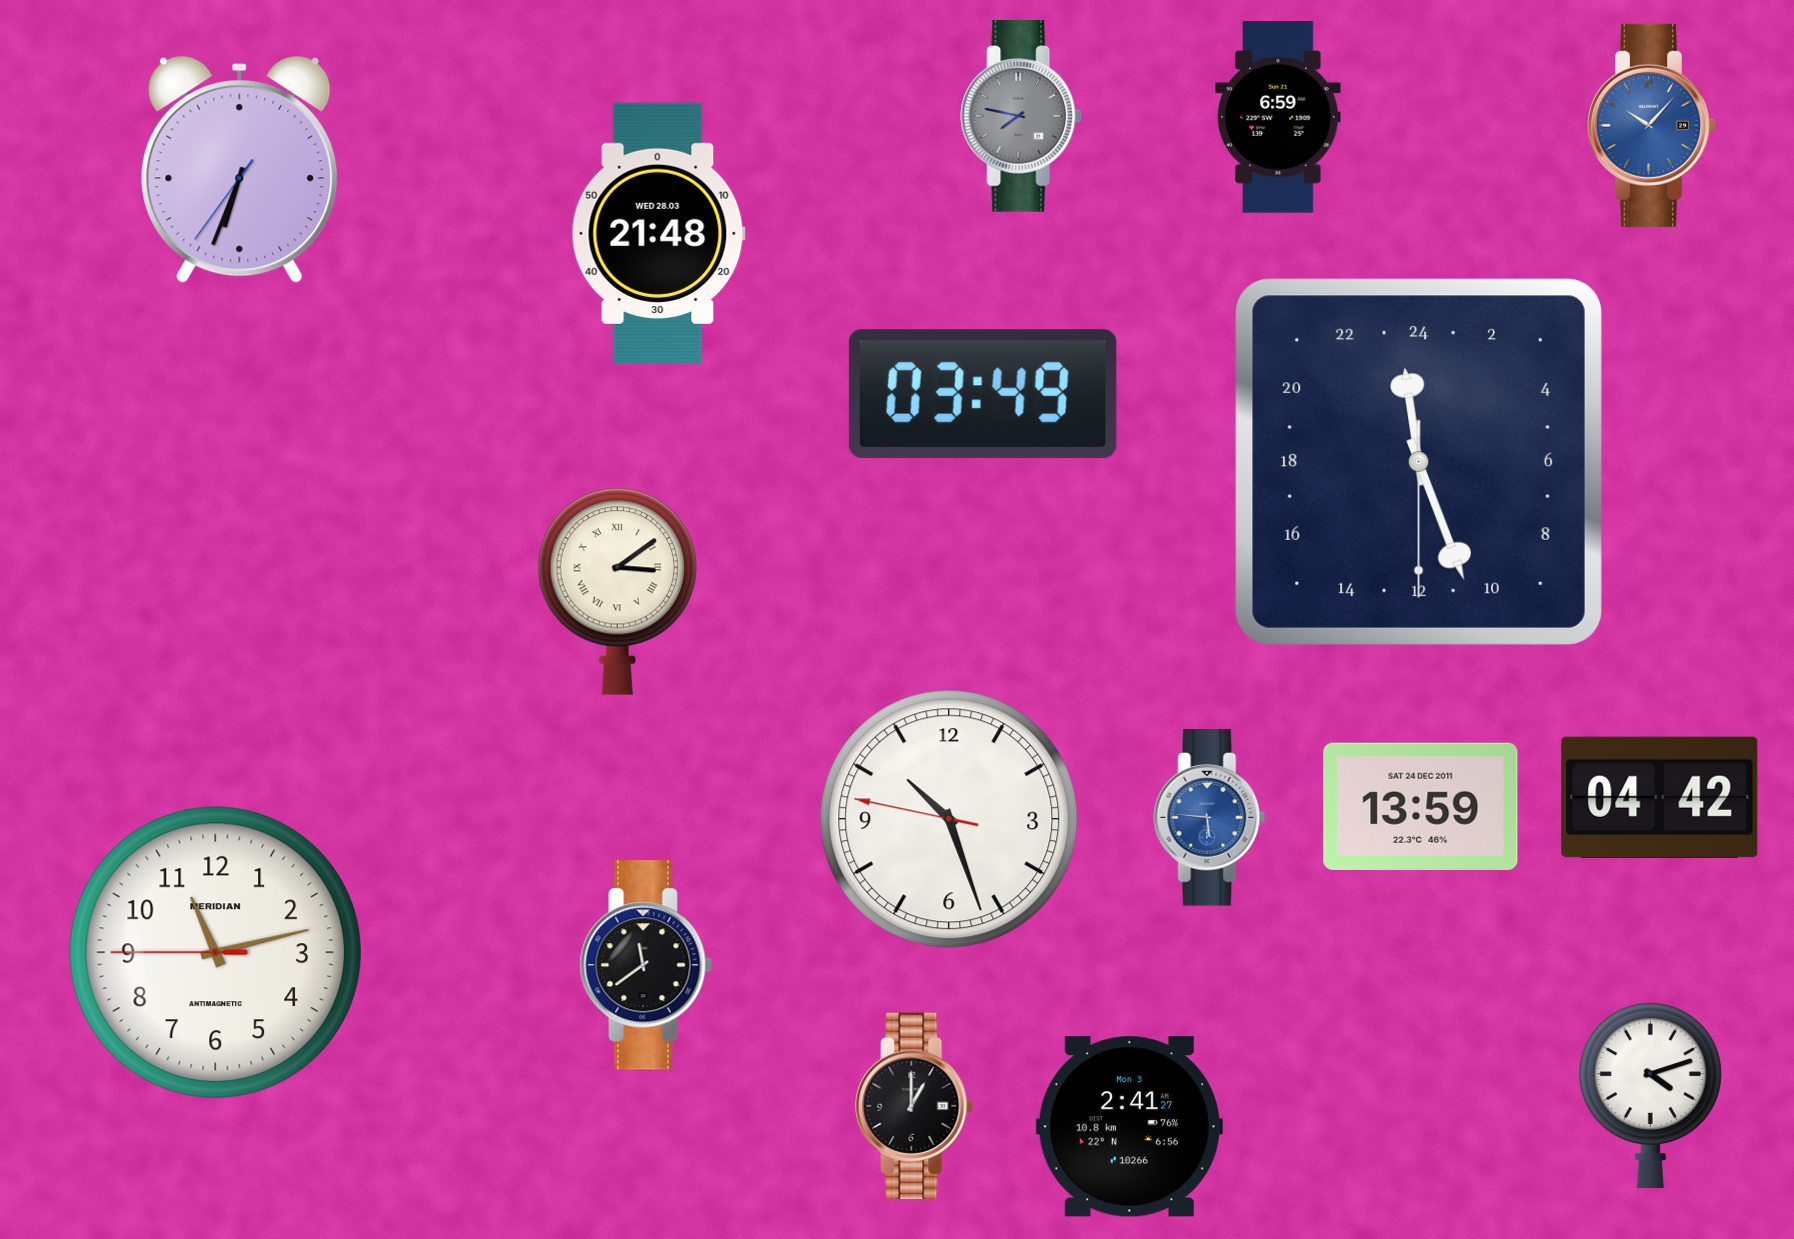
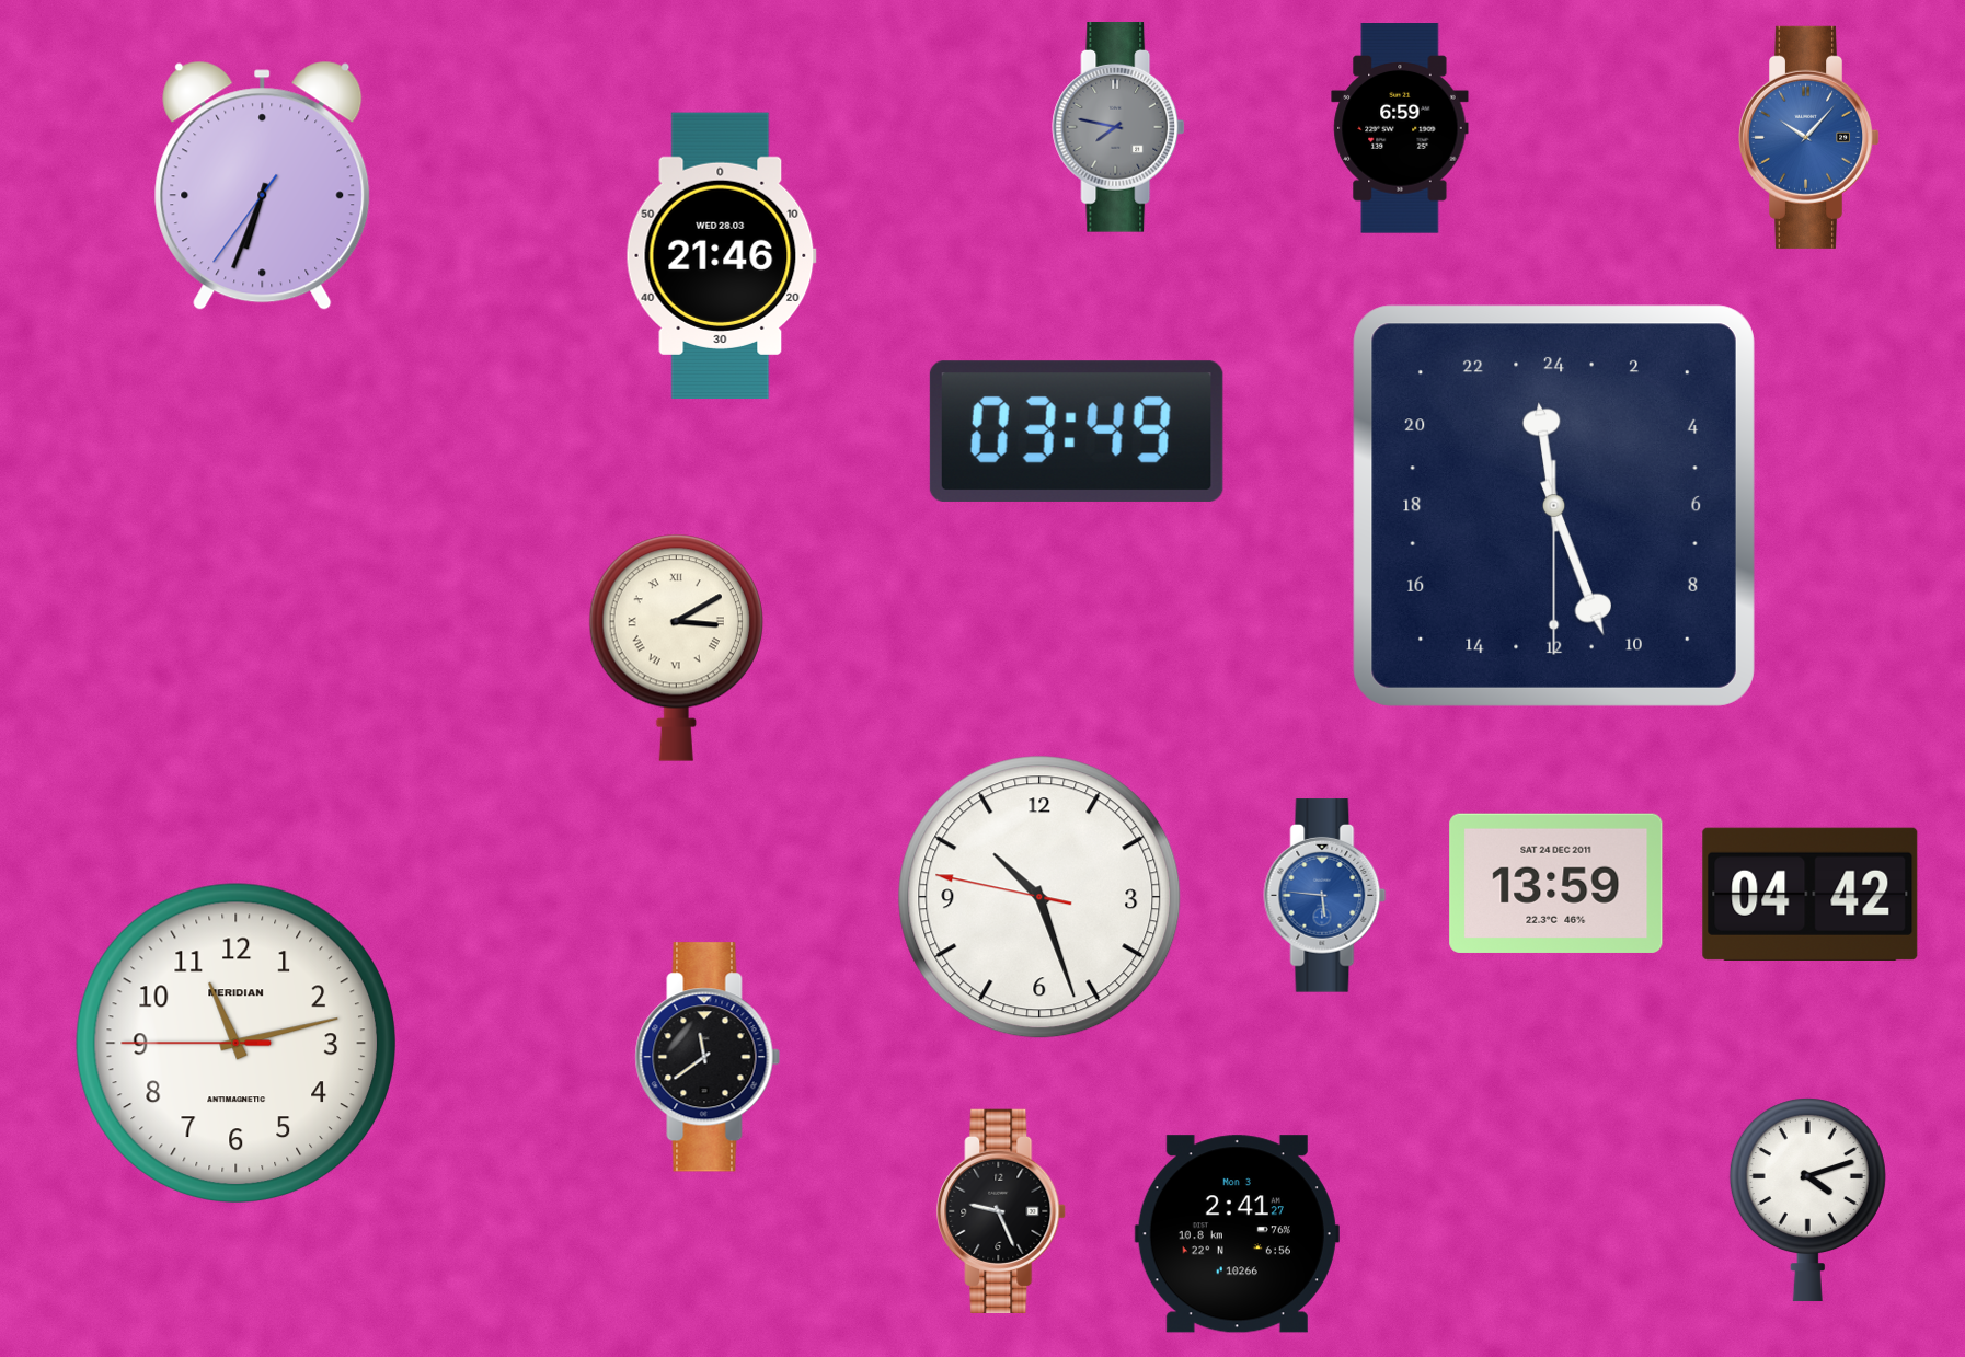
clock at (658, 233): 21:48 -> 21:46
clock at (617, 591): 3:09 -> 3:10
clock at (1660, 797) position: (1660, 797) -> (1811, 894)
clock at (915, 1106): 1:00 -> 9:26
